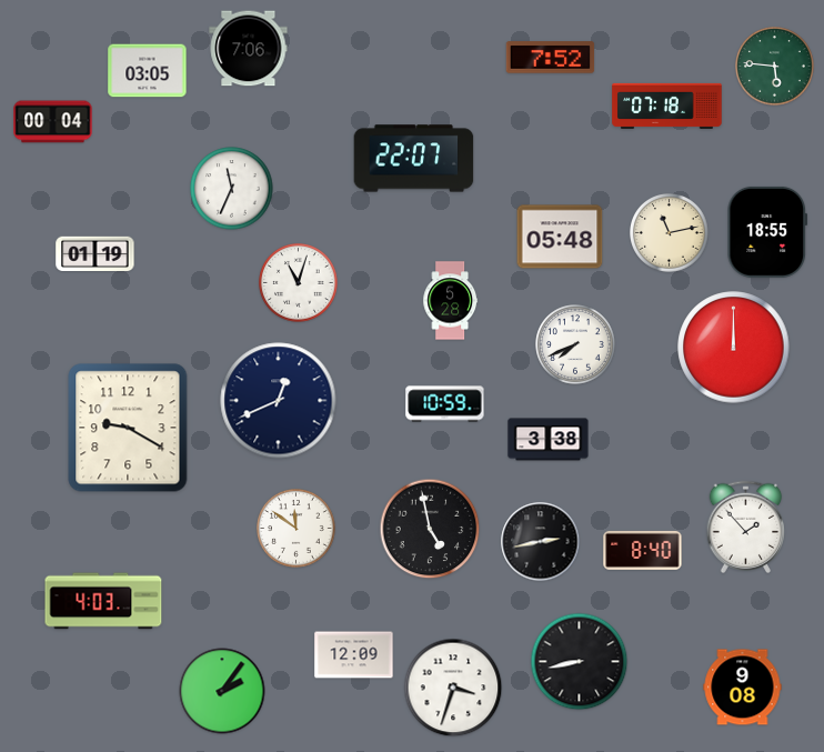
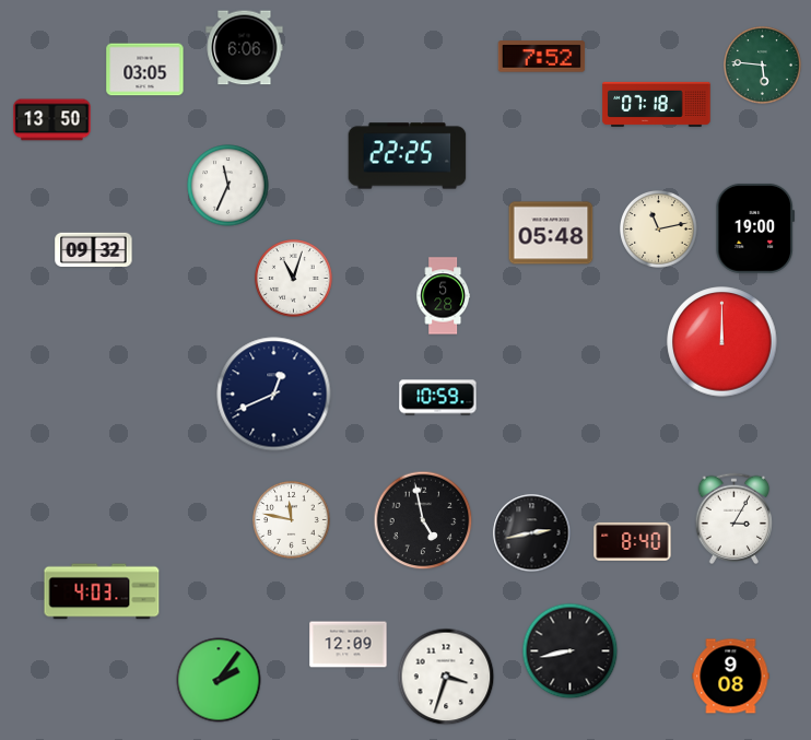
clock at (249, 49): 7:06 -> 6:06
clock at (53, 122): 00:04 -> 13:50
clock at (414, 159): 22:07 -> 22:25
clock at (767, 232): 18:55 -> 19:00
clock at (96, 254): 01:19 -> 09:32
clock at (575, 344): 7:41 -> none
clock at (128, 428): 9:20 -> none
clock at (549, 440): 3:38 -> none
clock at (746, 528): 1:53 -> 3:05
clock at (297, 529): 11:51 -> 11:47
